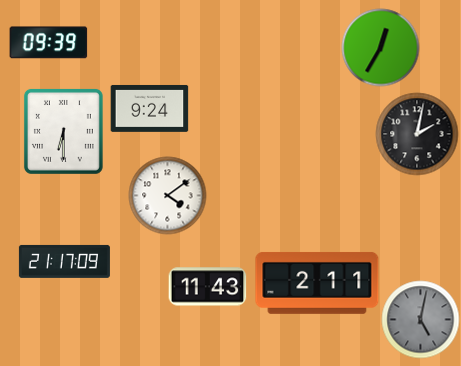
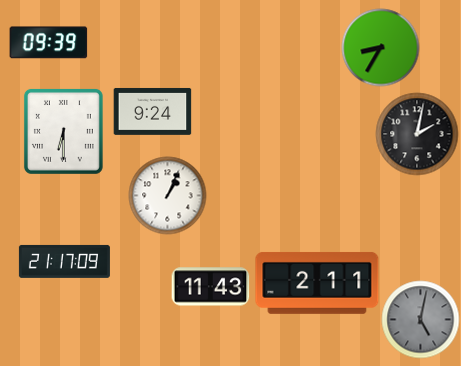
clock at (380, 47): 12:35 -> 8:35
clock at (149, 108) position: (149, 108) -> (152, 111)
clock at (167, 195): 4:09 -> 1:04
clock at (207, 287) position: (207, 287) -> (210, 287)
